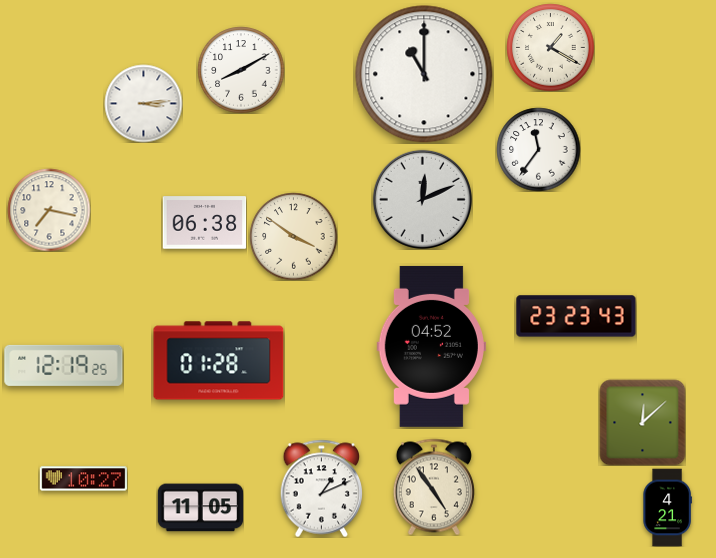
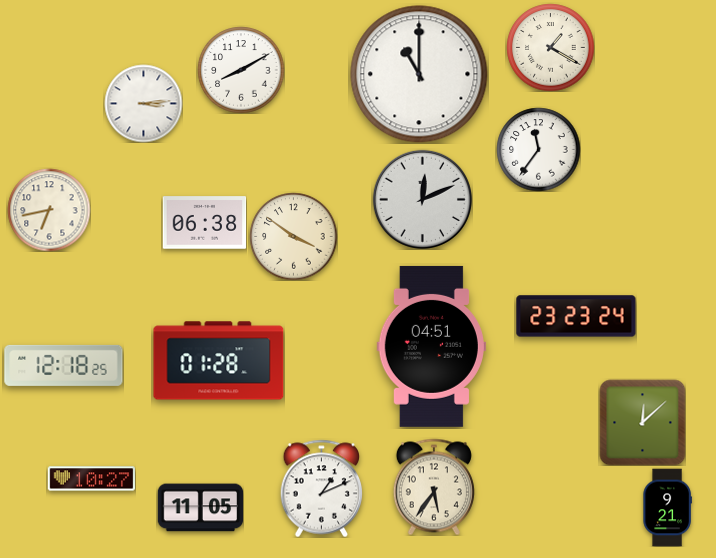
clock at (424, 74) position: (424, 74) -> (419, 74)
clock at (49, 210): 7:17 -> 6:43
clock at (576, 316): 23:23:43 -> 23:23:24
clock at (431, 346): 04:52 -> 04:51
clock at (64, 365): 12:19 -> 12:18
clock at (83, 479) position: (83, 479) -> (91, 479)
clock at (434, 487): 4:54 -> 5:36
clock at (667, 507): 4:21 -> 9:21
